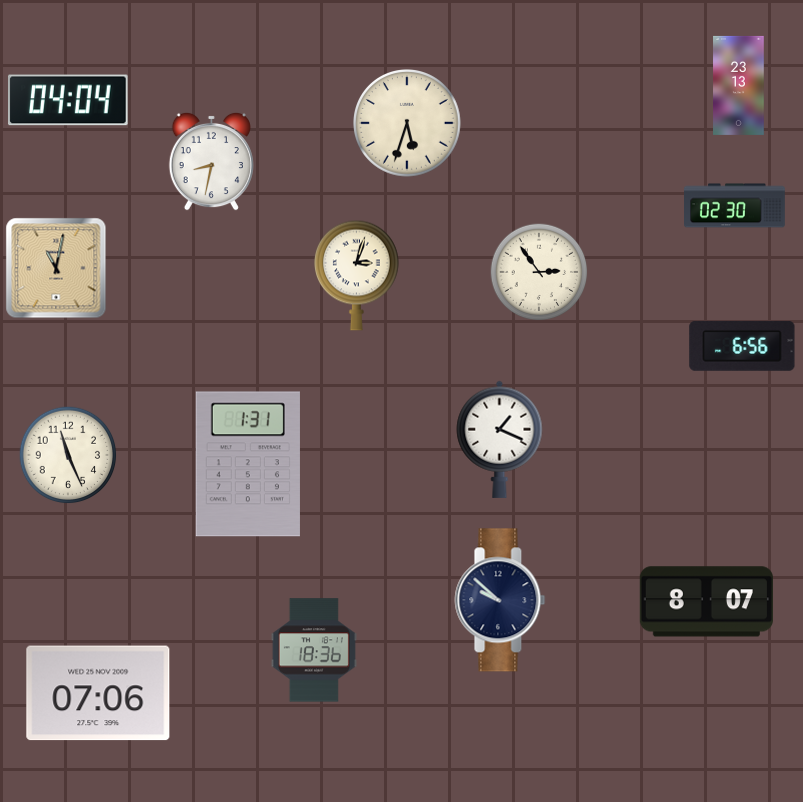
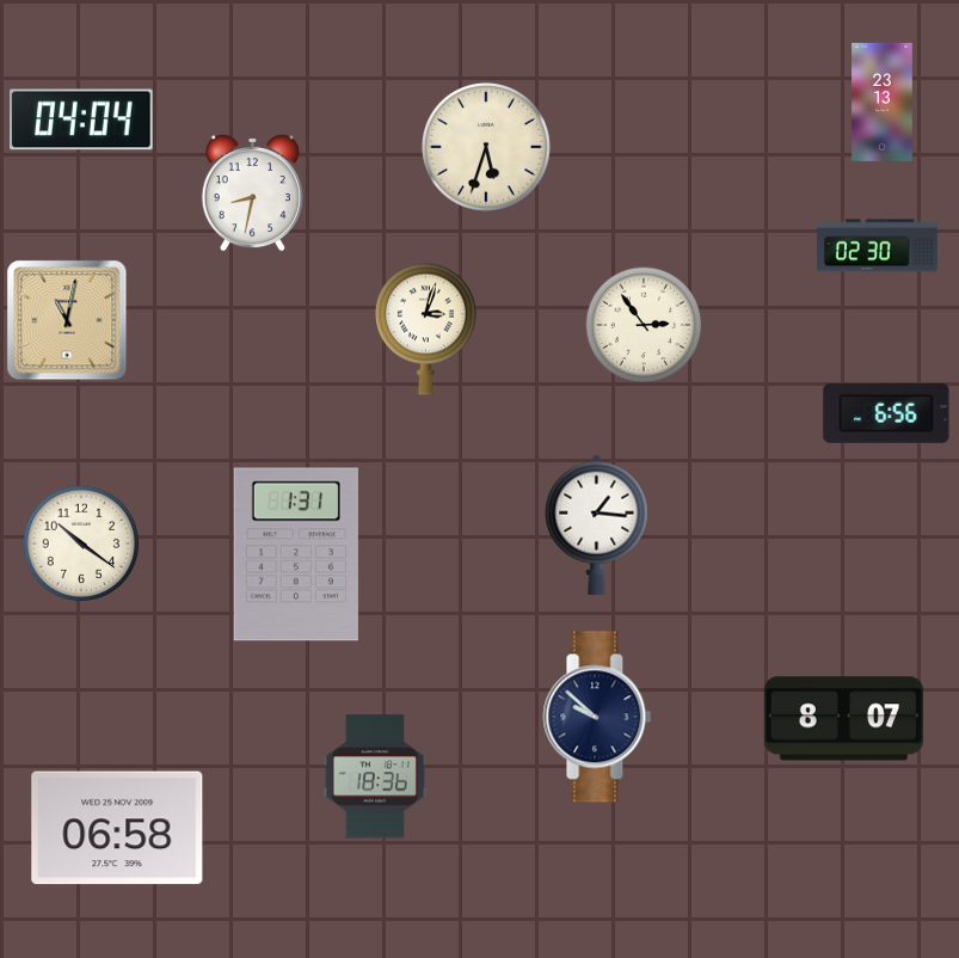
clock at (500, 439): 1:19 -> 1:16
clock at (68, 455): 11:26 -> 10:21
clock at (98, 693): 07:06 -> 06:58
